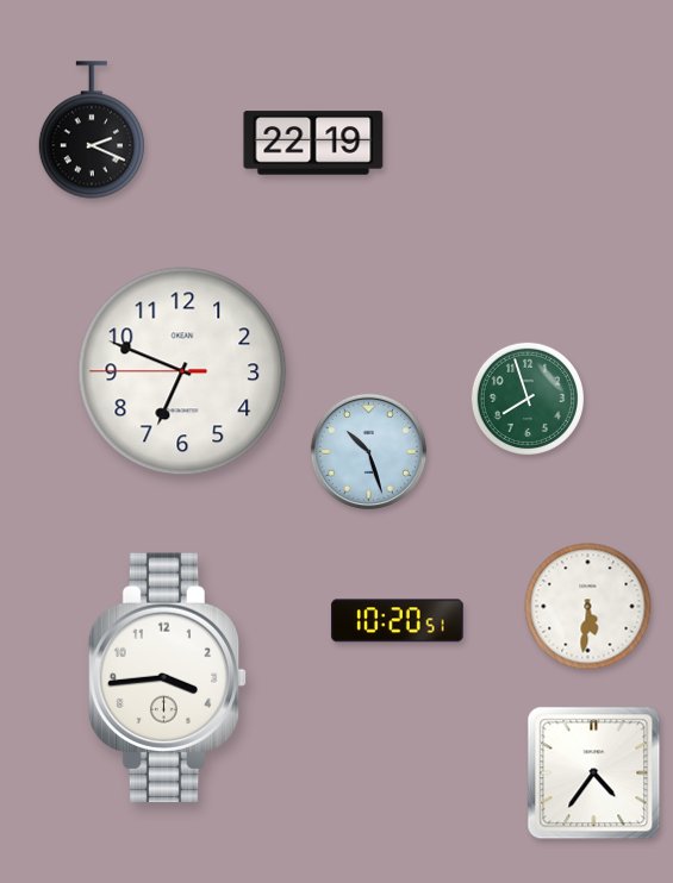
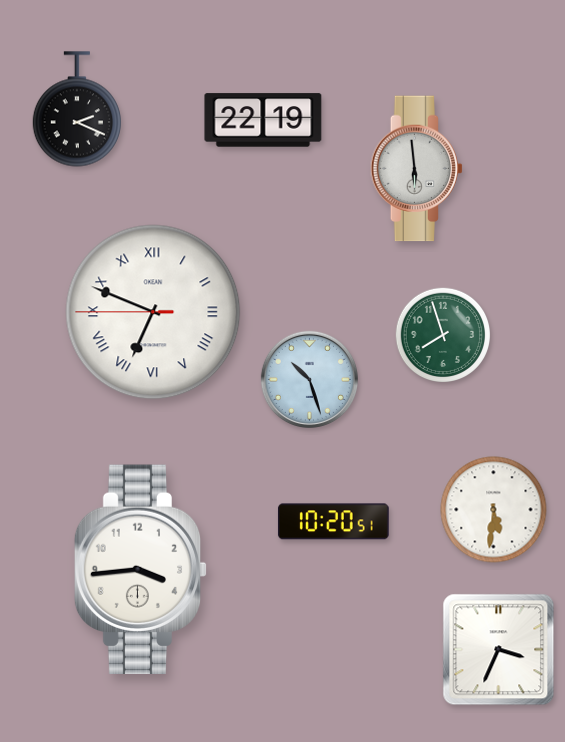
clock at (416, 169): none -> 5:59
clock at (182, 371) numerals: Arabic -> Roman
clock at (594, 774): 4:36 -> 3:34
